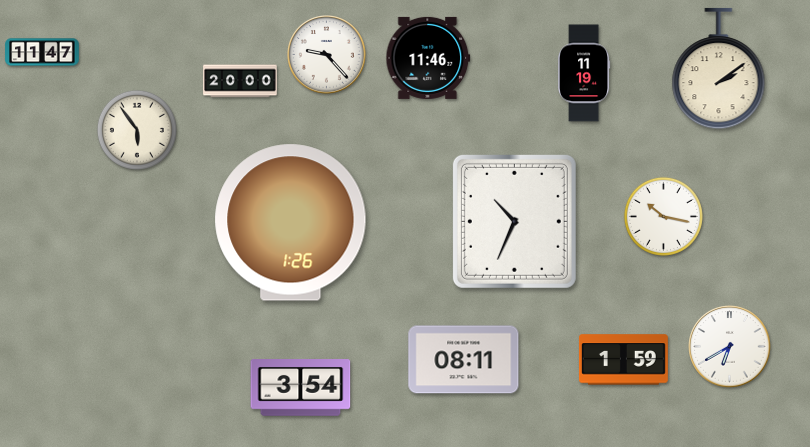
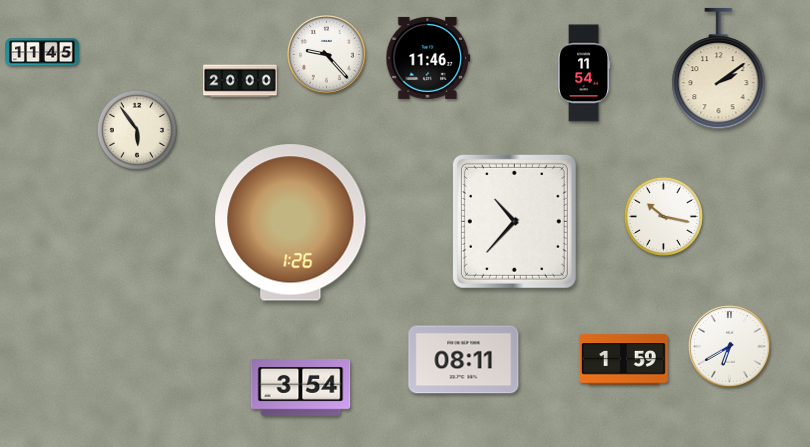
clock at (42, 52): 11:47 -> 11:45
clock at (585, 73): 11:19 -> 11:54
clock at (514, 221): 10:34 -> 10:37
